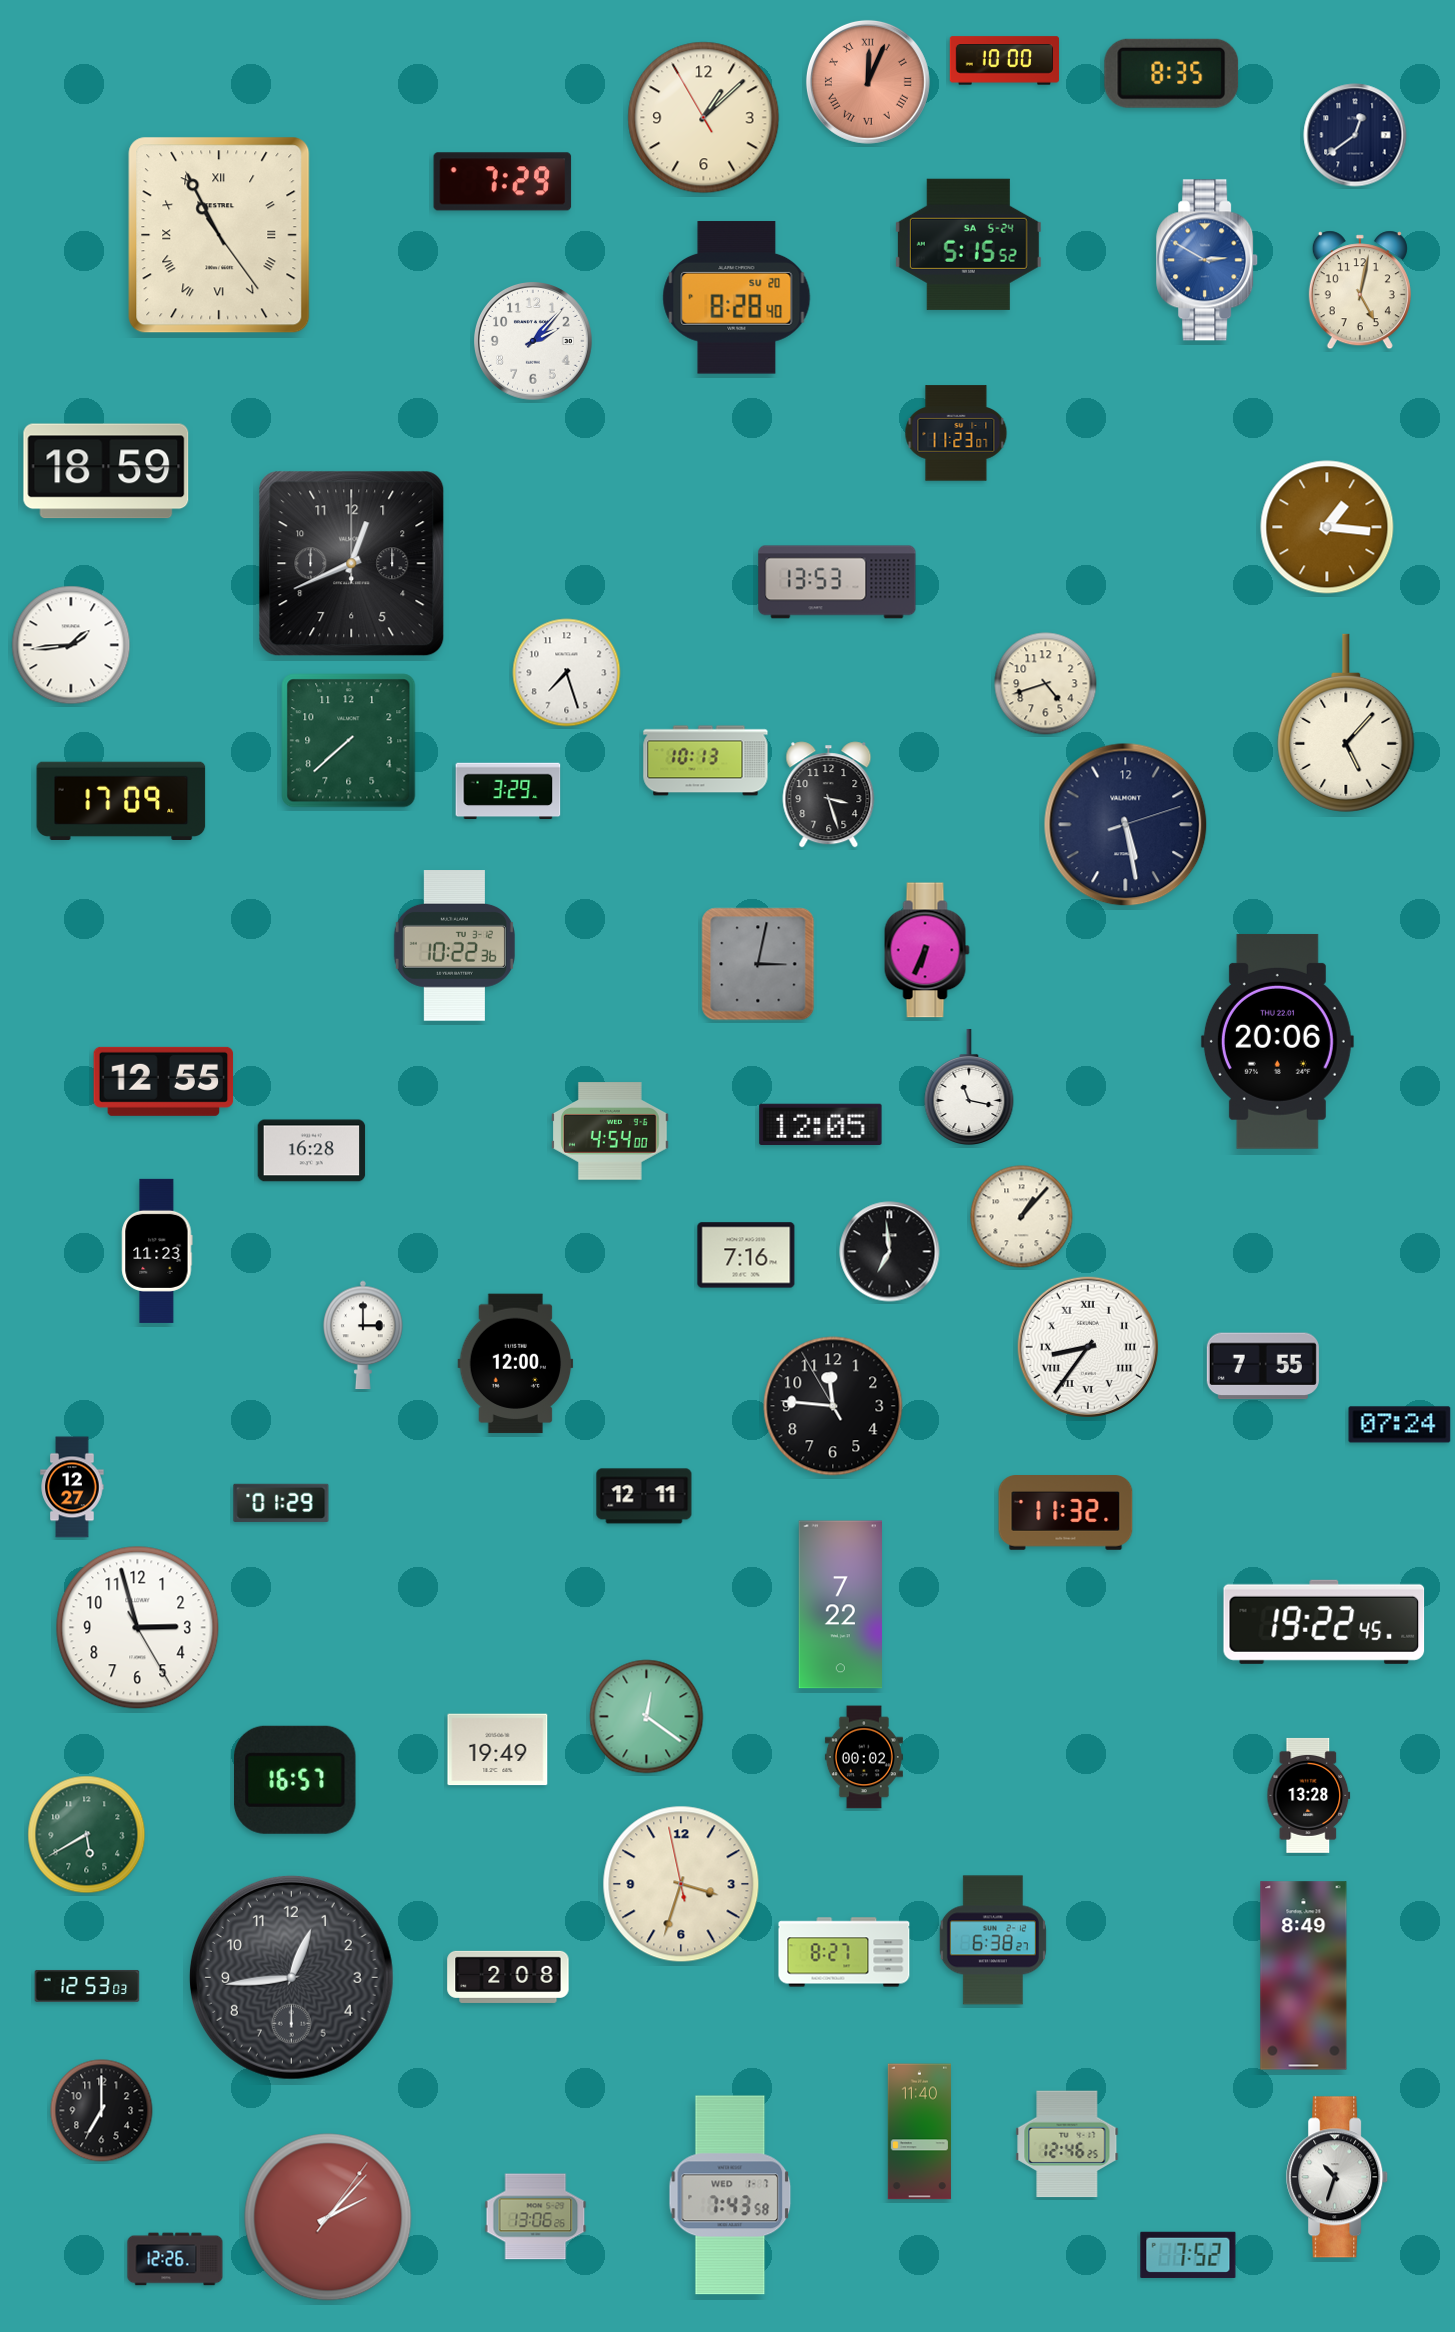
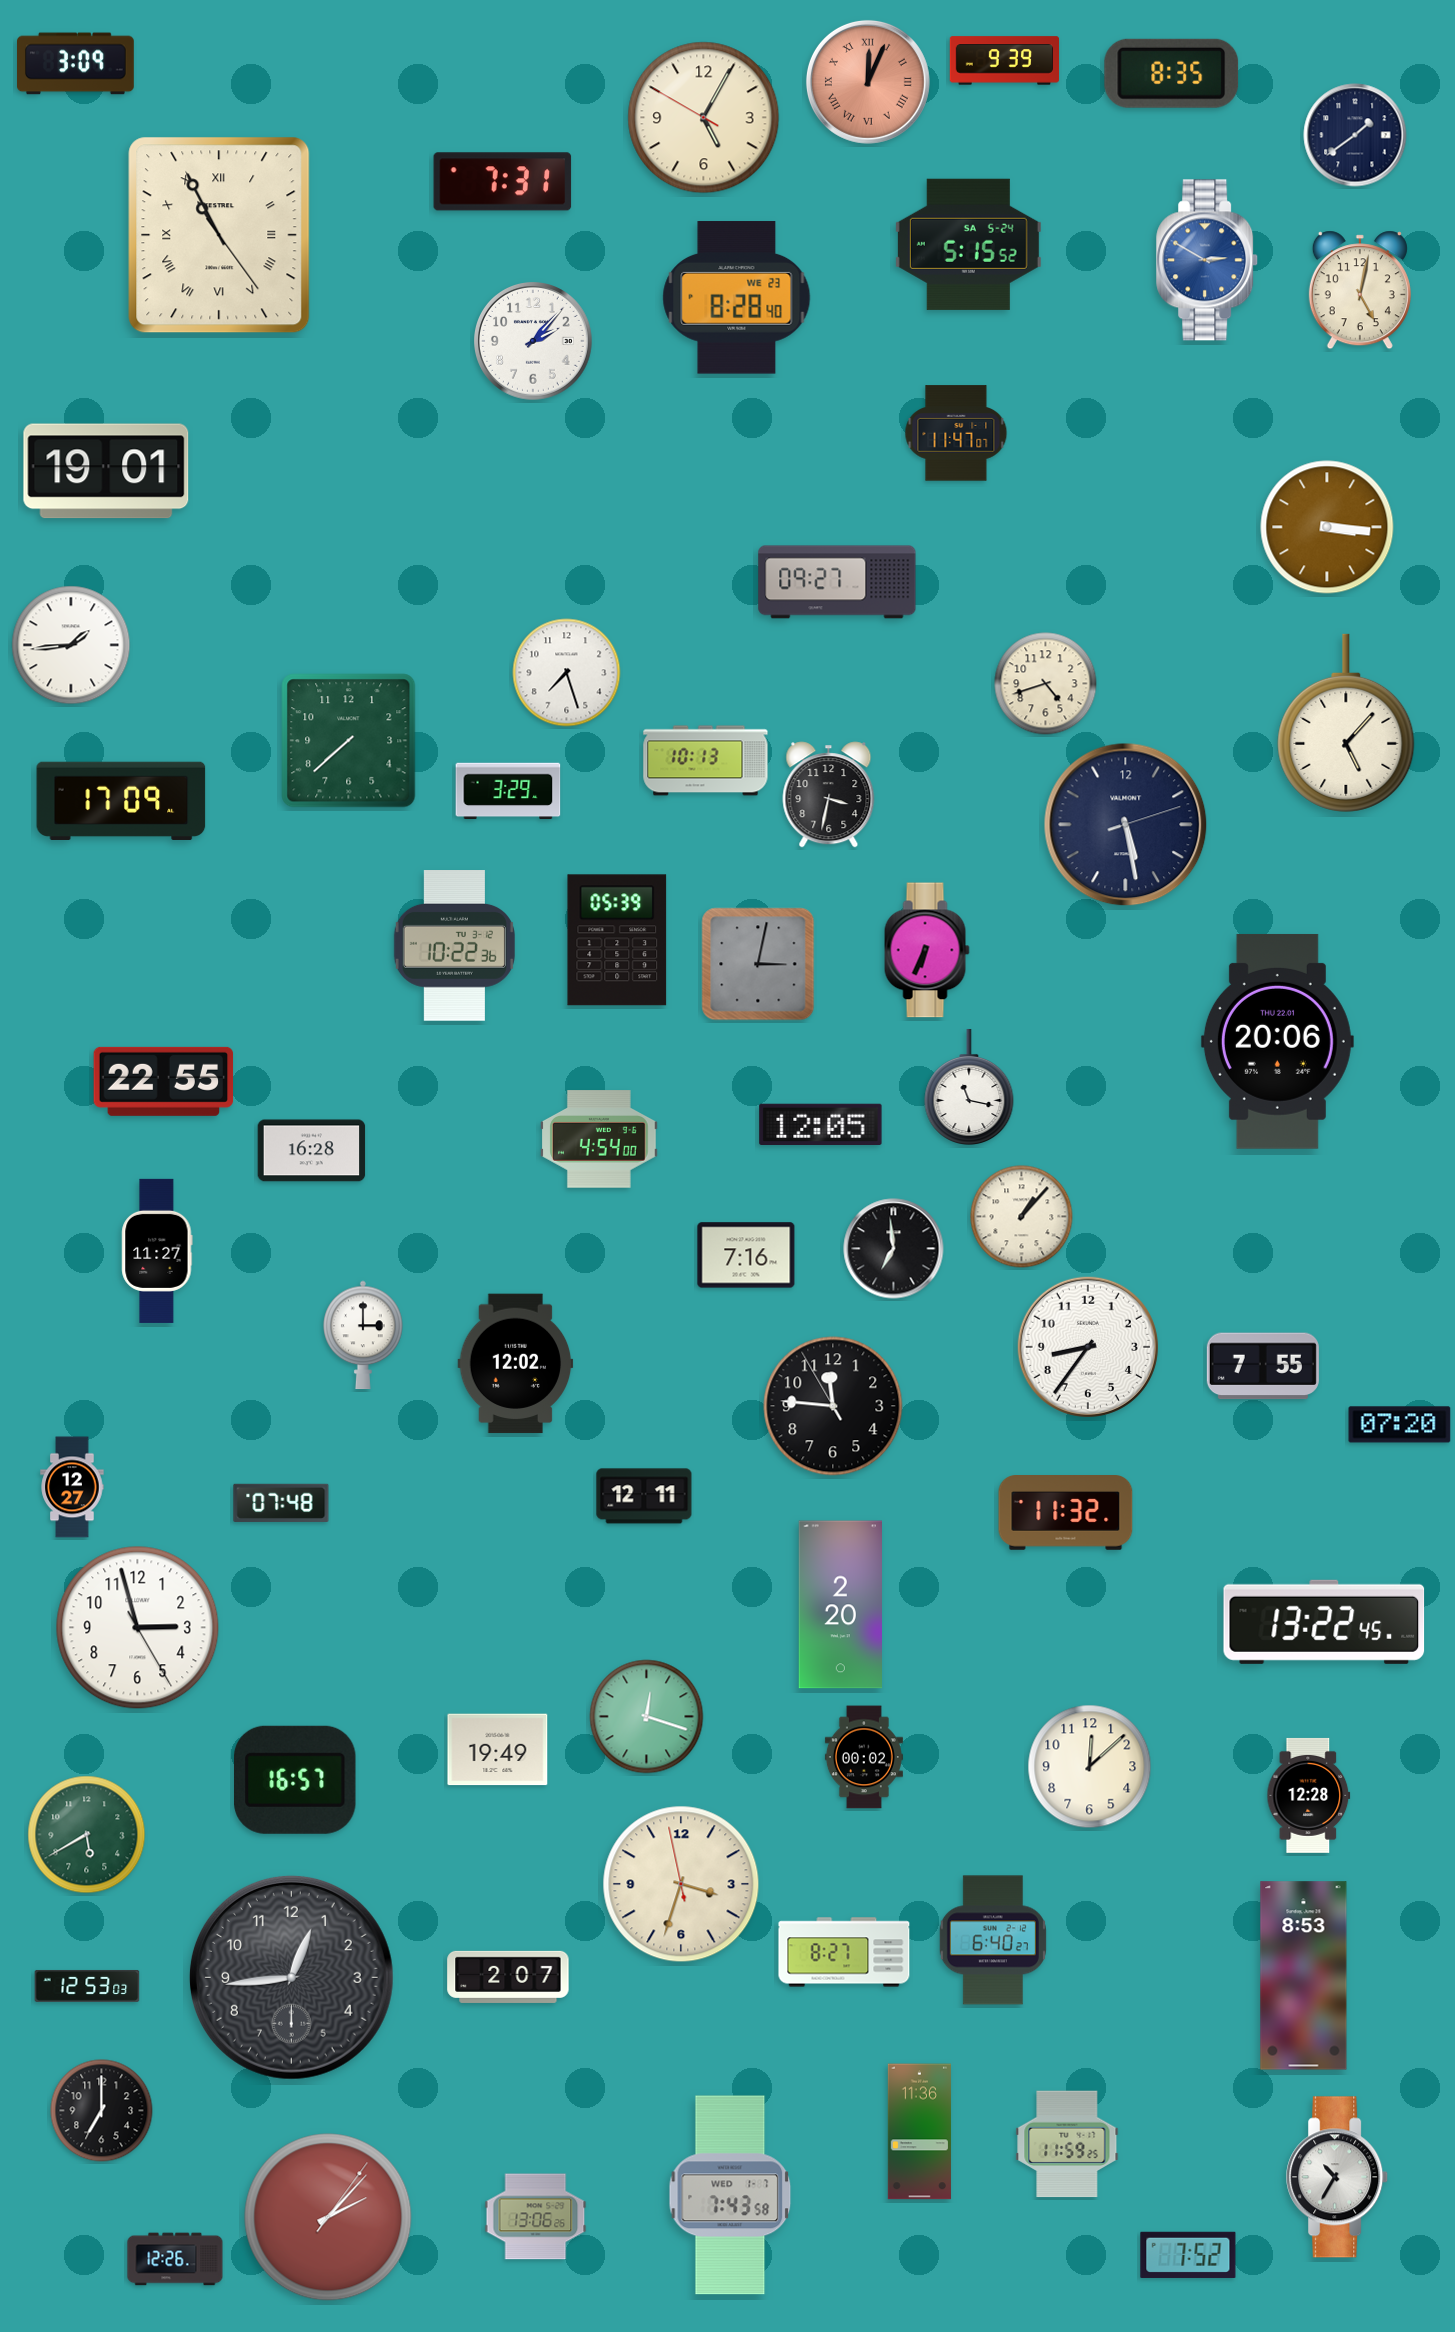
clock at (1005, 61): 10:00 -> 9:39
clock at (76, 64): none -> 3:09
clock at (704, 118): 1:07 -> 5:04
clock at (1355, 135): 12:39 -> 1:39
clock at (503, 182): 7:29 -> 7:31
clock at (737, 298) date: SU 20 -> WE 23
clock at (956, 433): 11:23 -> 11:47
clock at (106, 471): 18:59 -> 19:01
clock at (1327, 527): 1:16 -> 3:16
clock at (352, 564): 12:41 -> none
clock at (837, 582): 13:53 -> 09:27
clock at (829, 795): 3:27 -> 3:32
clock at (617, 940): none -> 05:39
clock at (164, 1081): 12:55 -> 22:55
clock at (611, 1131) position: (611, 1131) -> (600, 1139)
clock at (157, 1251): 11:23 -> 11:27
clock at (890, 1252) position: (890, 1252) -> (894, 1249)
clock at (1088, 1347) numerals: Roman -> Arabic
clock at (516, 1364): 12:00 -> 12:02
clock at (1400, 1425): 07:24 -> 07:20
clock at (281, 1503): 01:29 -> 07:48
clock at (840, 1605): 7:22 -> 2:20
clock at (1324, 1622): 19:22 -> 13:22
clock at (647, 1717): 12:21 -> 12:18
clock at (1090, 1767): none -> 12:08
clock at (1309, 1795): 13:28 -> 12:28
clock at (993, 1940): 6:38 -> 6:40
clock at (1304, 1976): 8:49 -> 8:53
clock at (508, 1977): 2:08 -> 2:07
clock at (919, 2132): 11:40 -> 11:36
clock at (1067, 2144): 12:46 -> 11:59
clock at (1338, 2177): 10:33 -> 10:35
